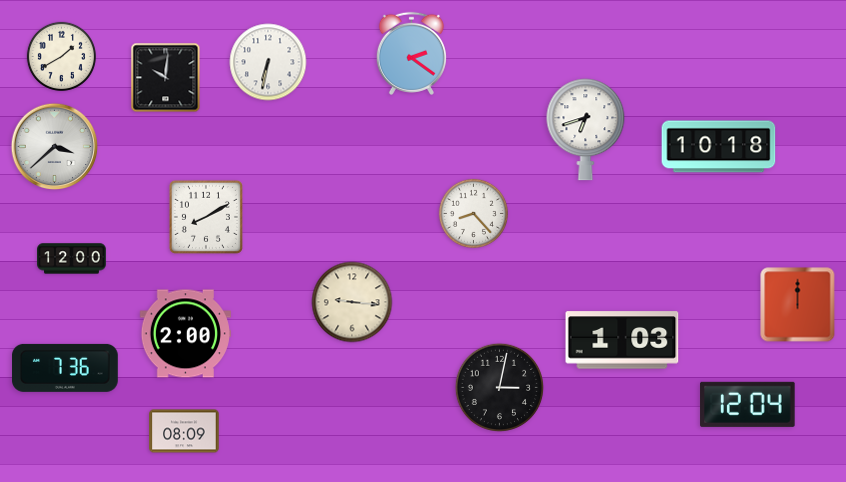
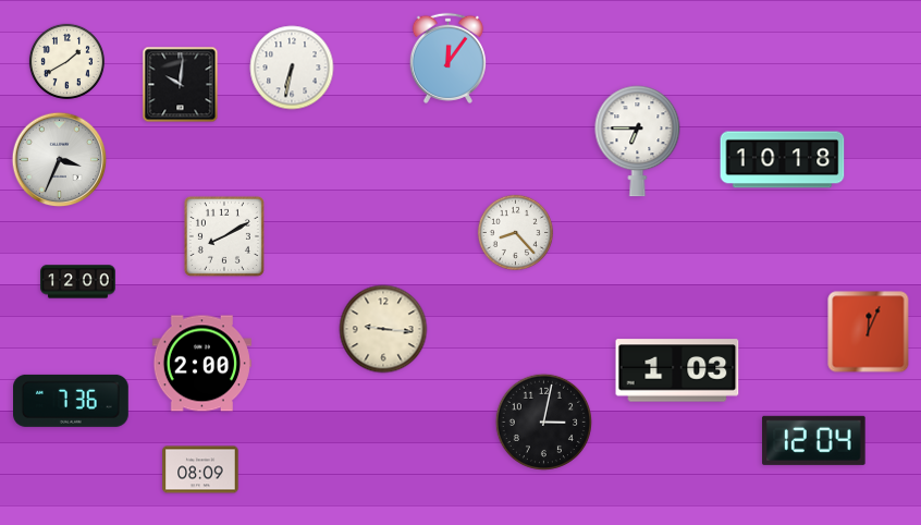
clock at (411, 53): 2:21 -> 12:06
clock at (586, 130): 6:42 -> 6:45
clock at (55, 147): 3:38 -> 3:34
clock at (798, 305): 12:00 -> 12:04
